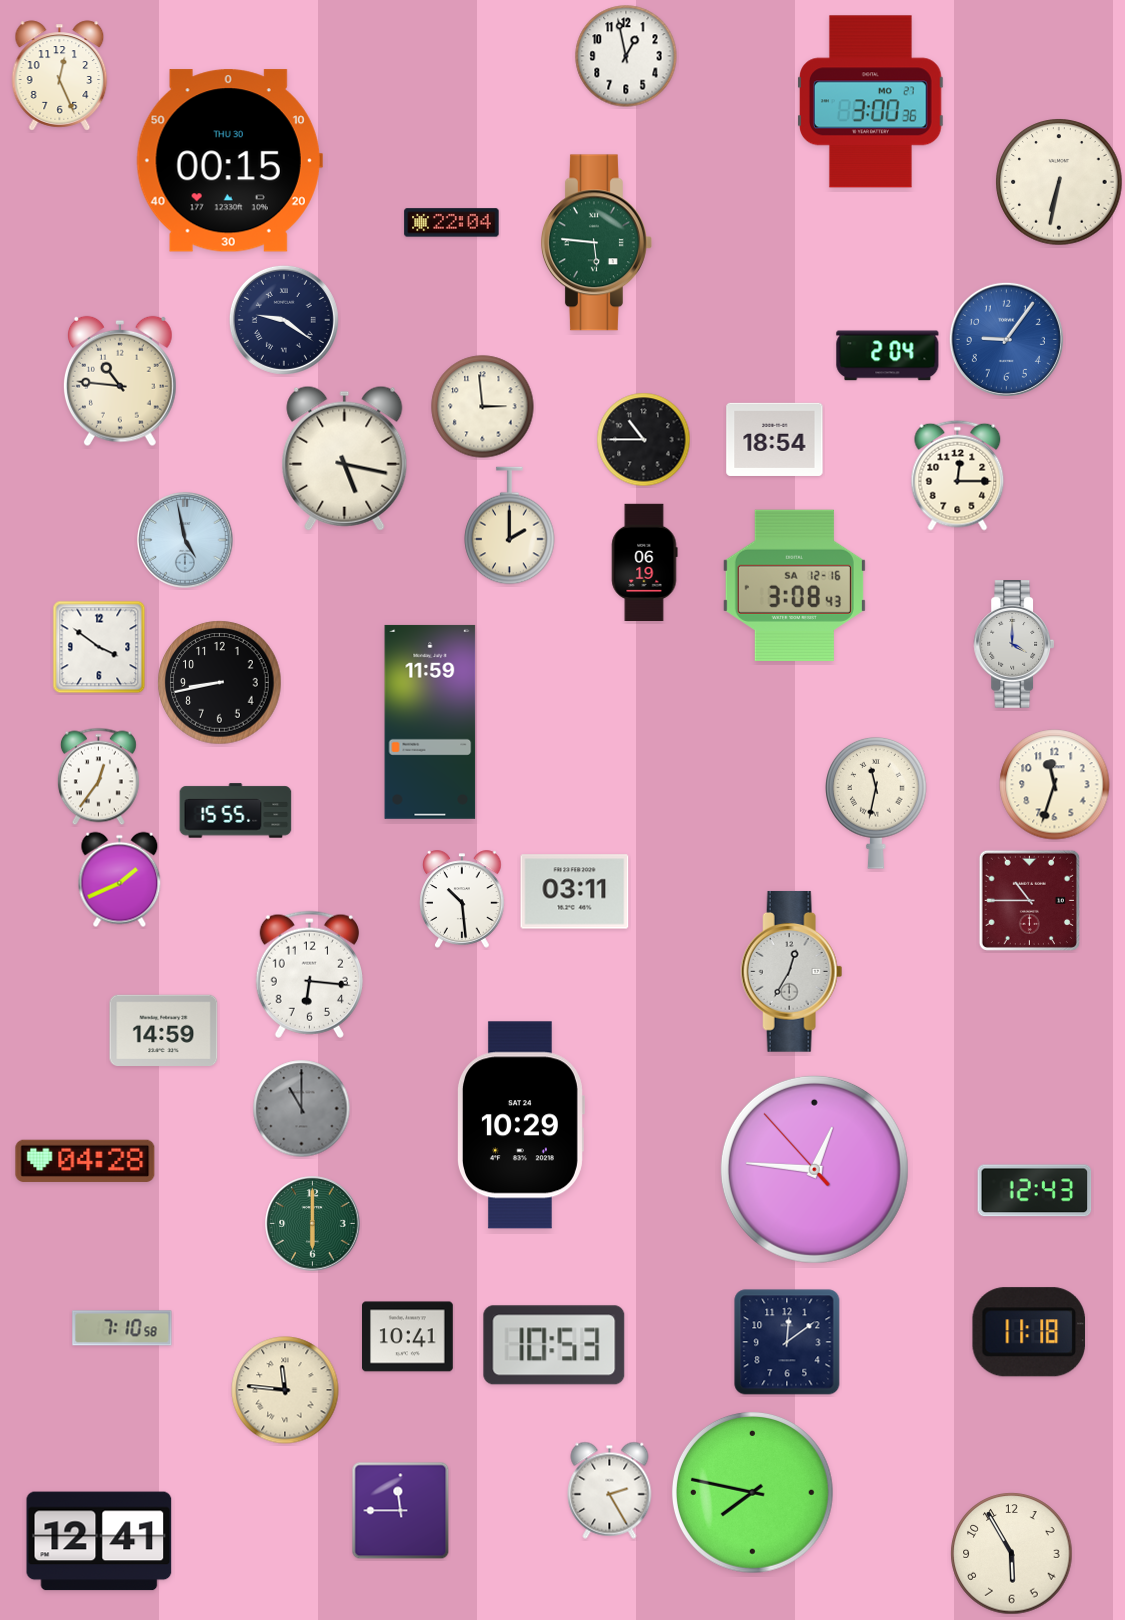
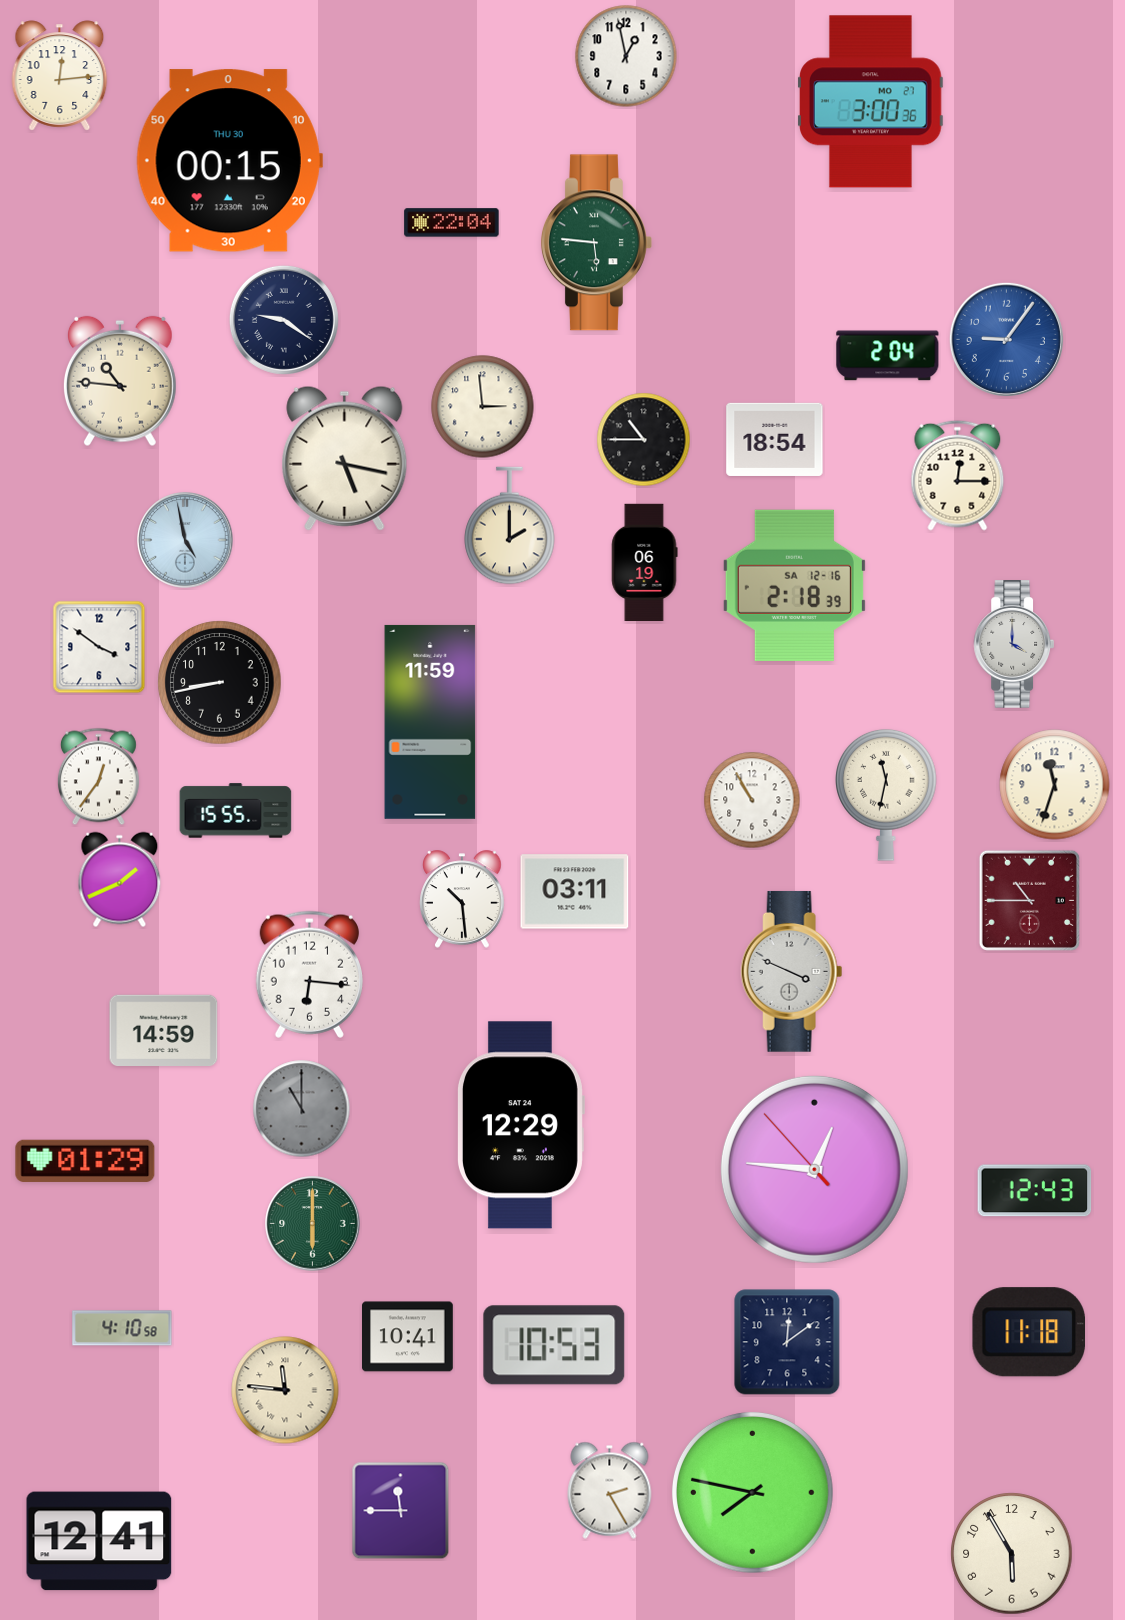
clock at (60, 76): 12:26 -> 12:14
clock at (1059, 182): 6:32 -> none
clock at (794, 585): 3:08 -> 2:18
clock at (752, 800): none -> 10:55
clock at (877, 803) position: (877, 803) -> (887, 795)
clock at (792, 972): 12:35 -> 3:49
clock at (520, 1125): 10:29 -> 12:29
clock at (85, 1161): 04:28 -> 01:29
clock at (122, 1328): 7:10 -> 4:10
